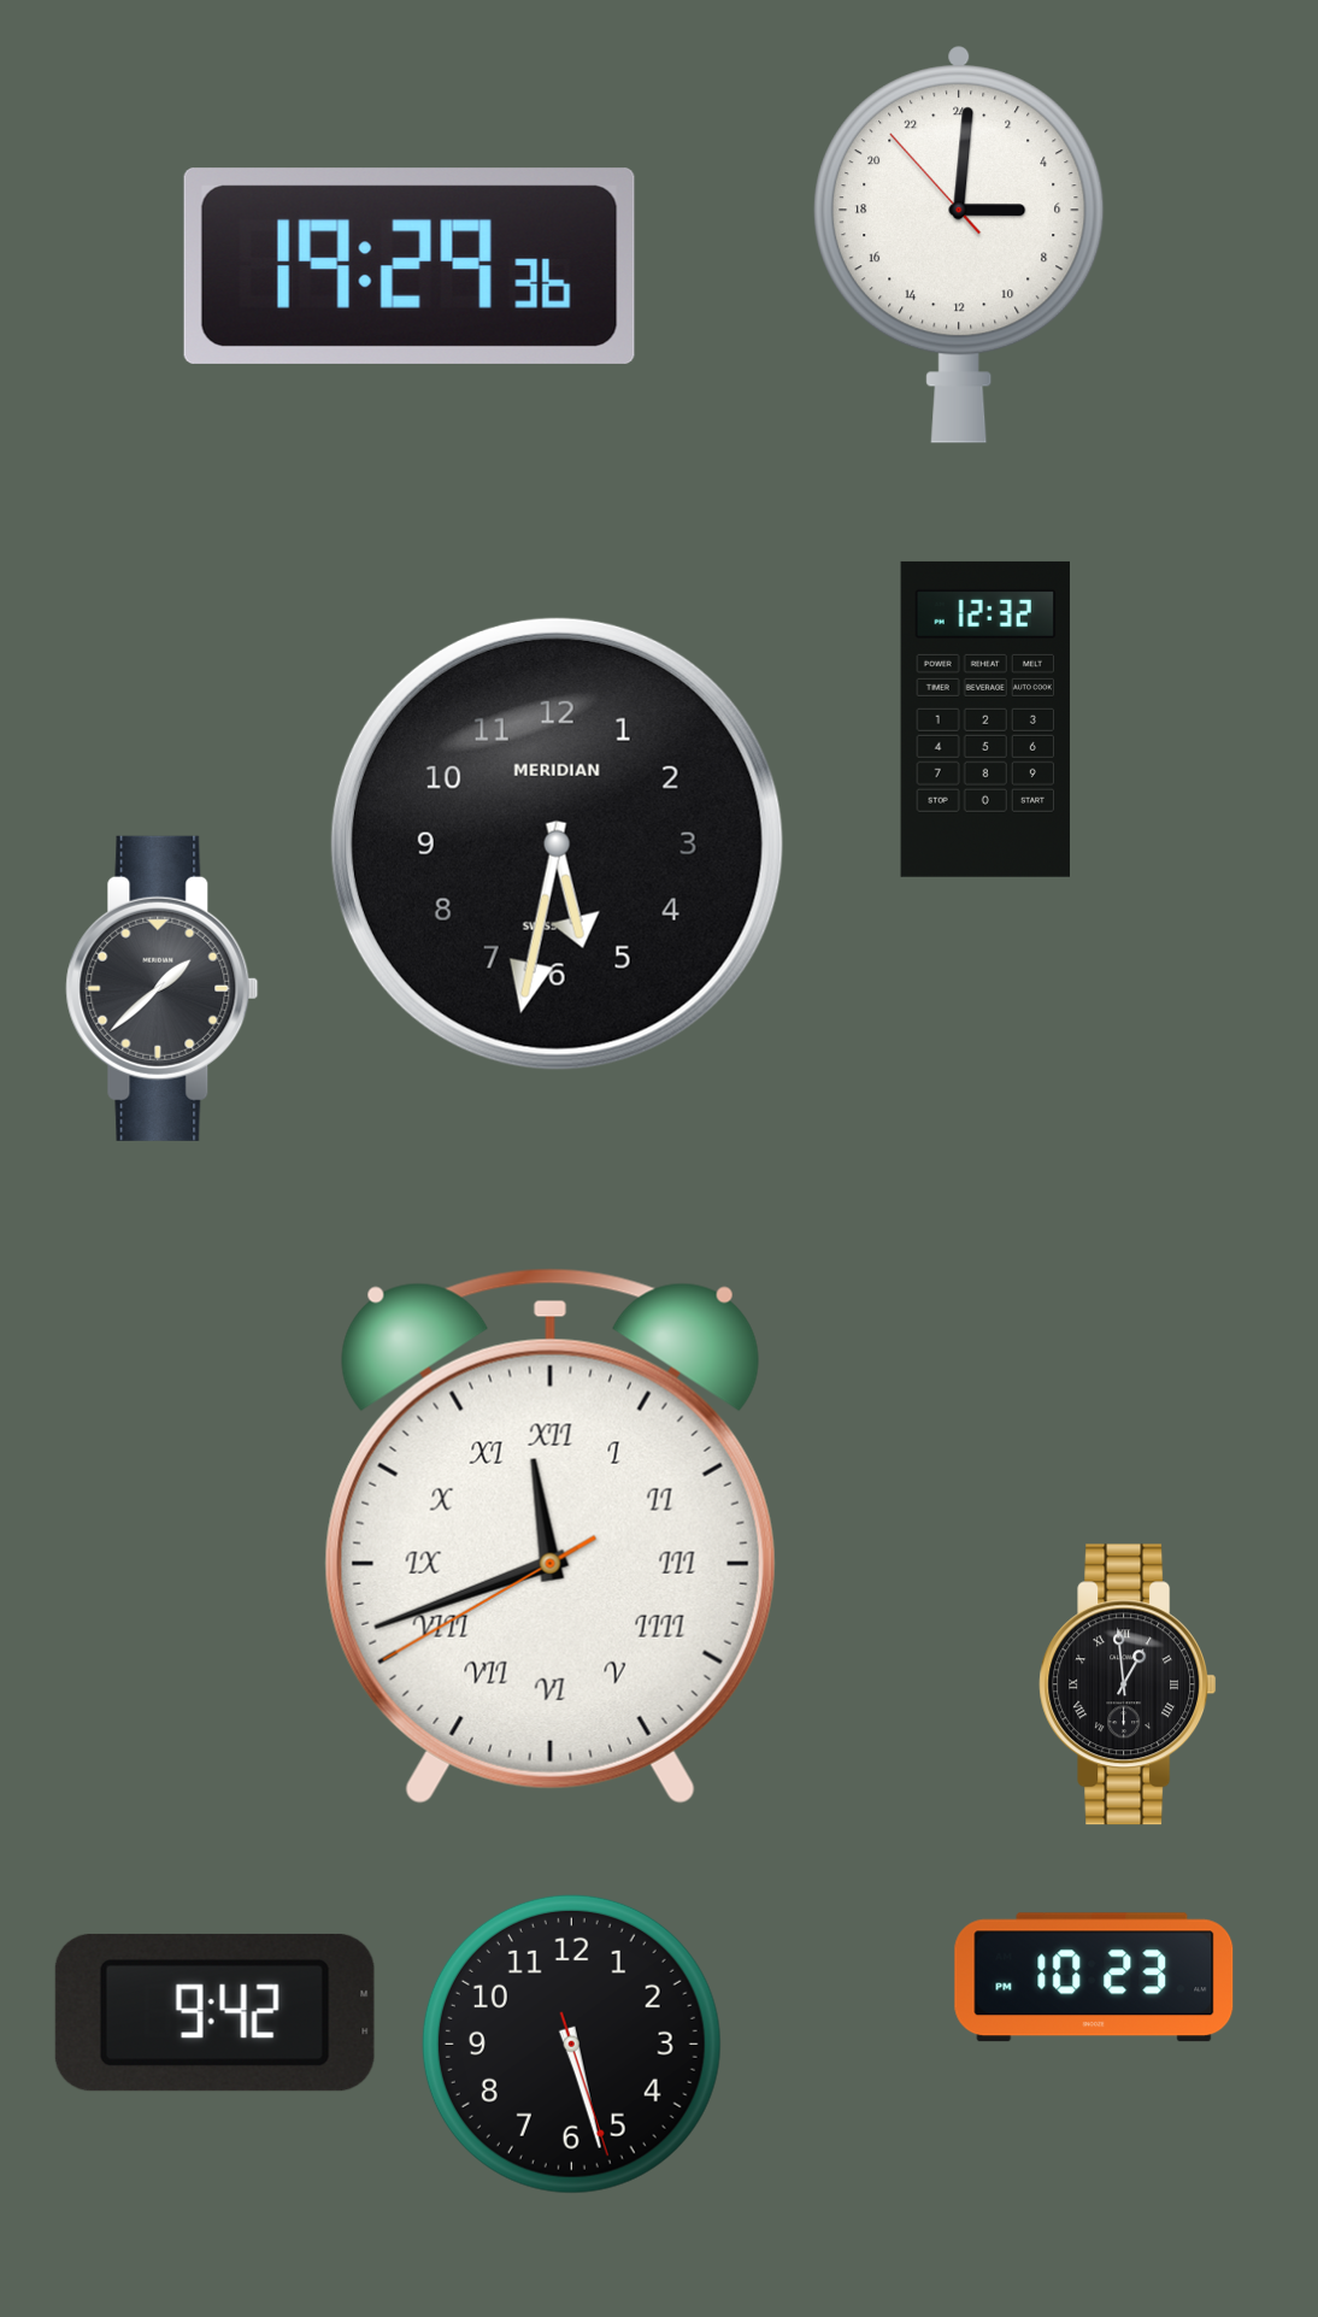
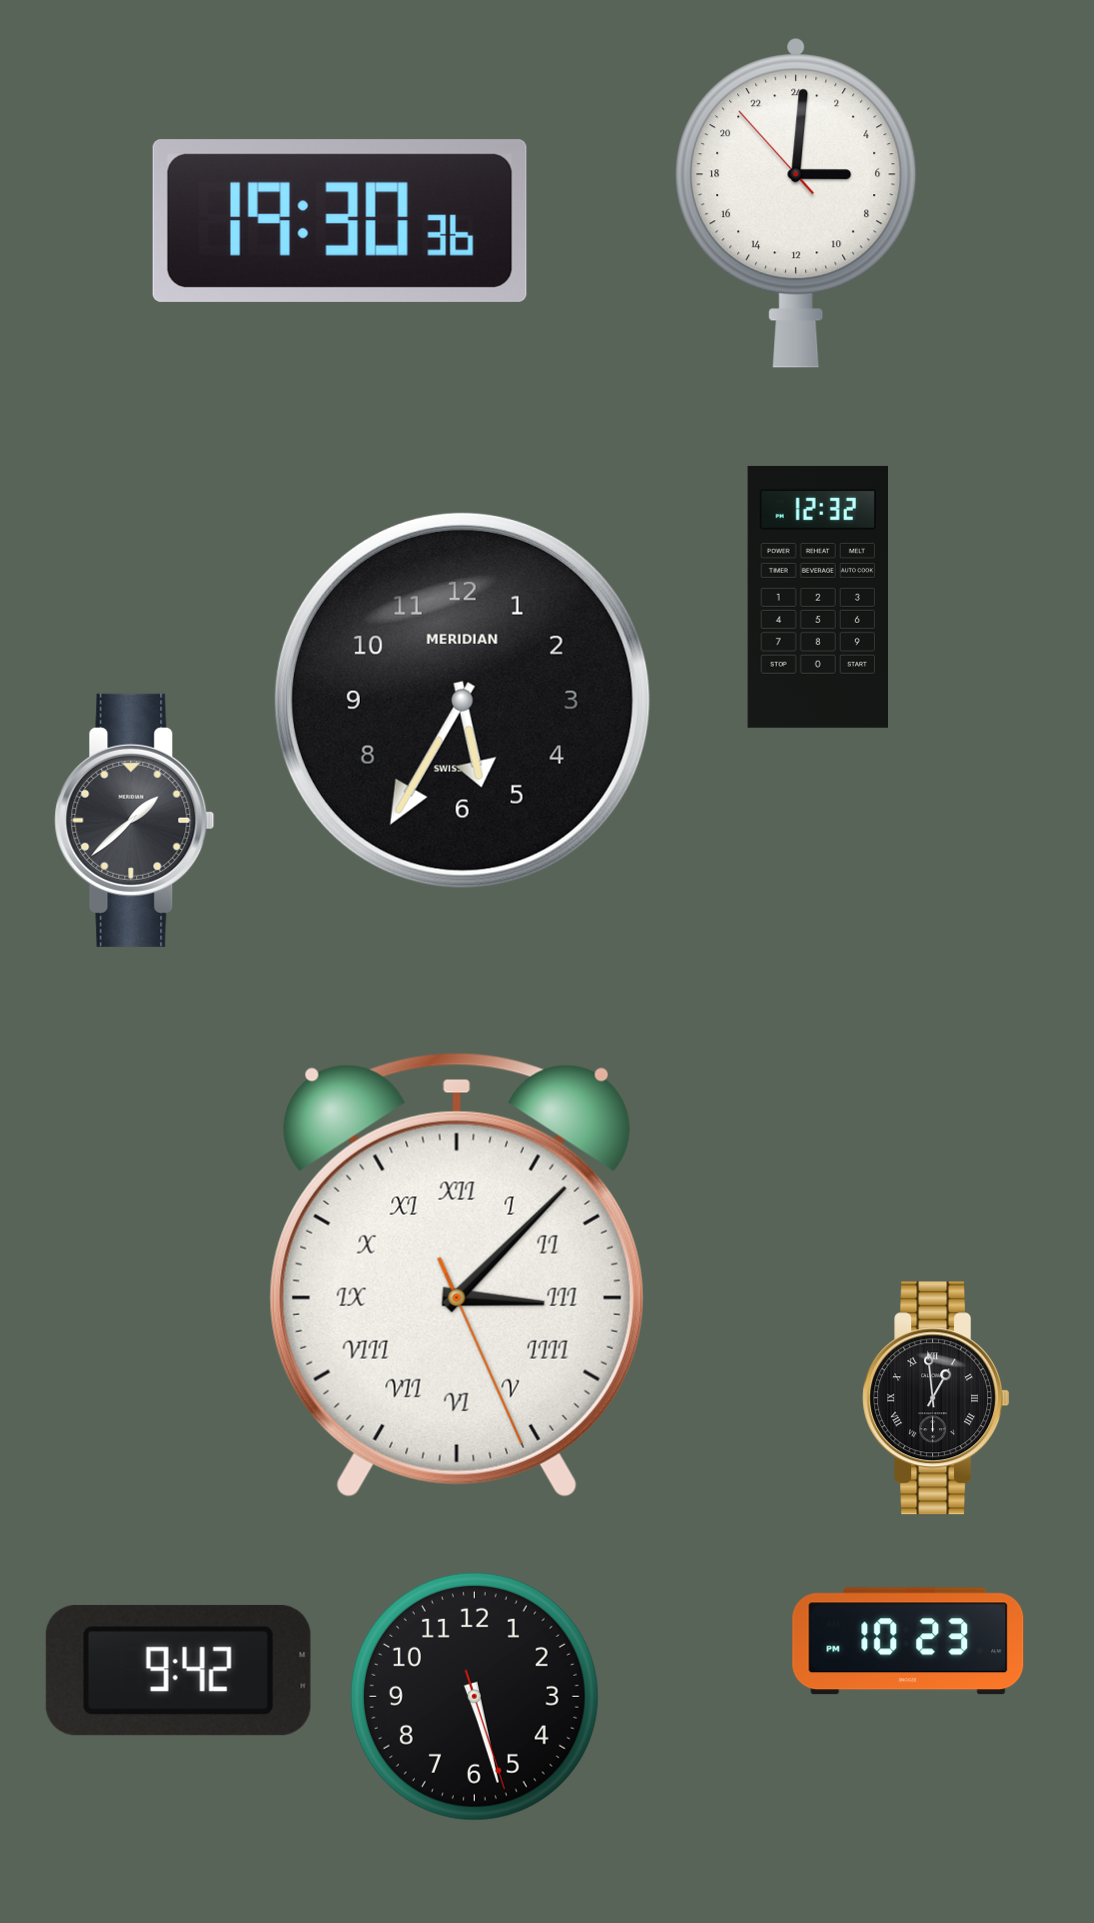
clock at (410, 266): 19:29 -> 19:30
clock at (557, 843): 5:32 -> 5:35
clock at (551, 1536): 11:41 -> 3:07
